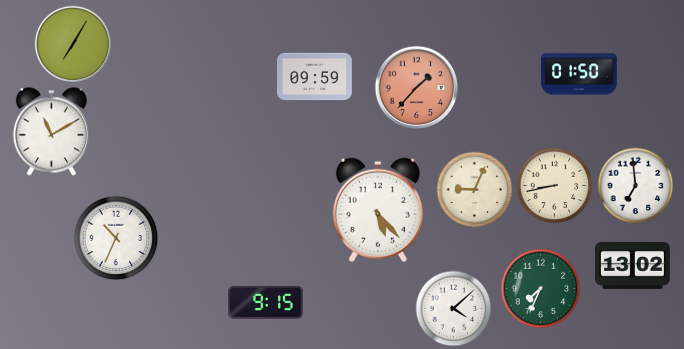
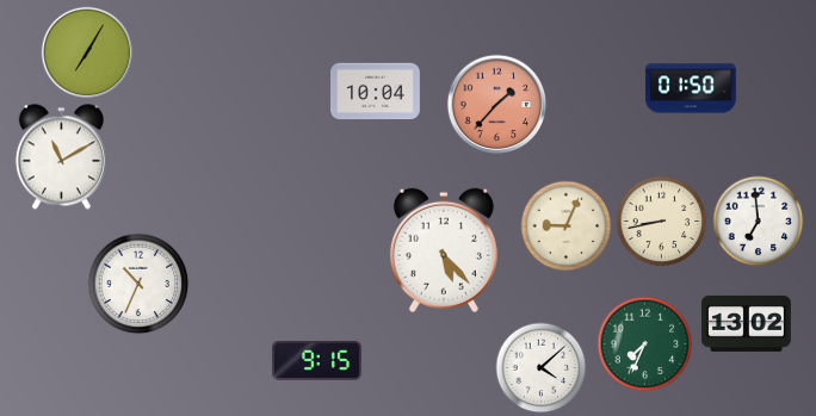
clock at (315, 77): 09:59 -> 10:04
clock at (378, 210) position: (378, 210) -> (444, 250)
clock at (633, 265) position: (633, 265) -> (747, 323)
